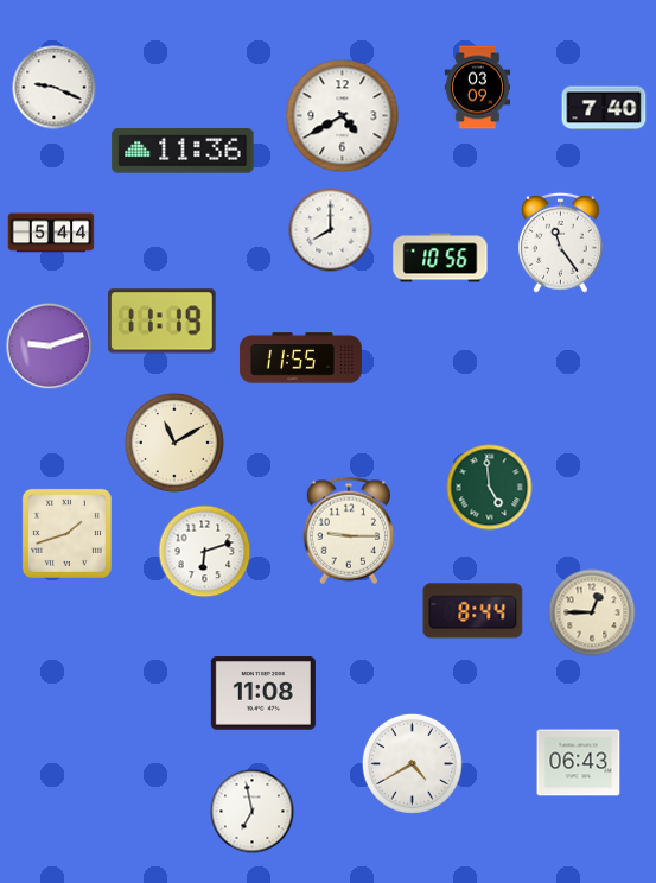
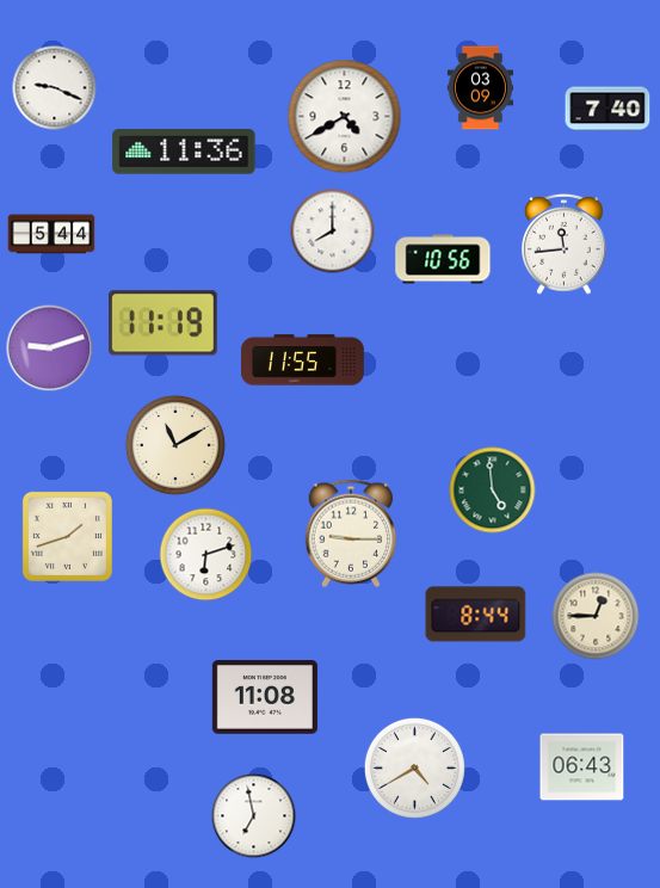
clock at (561, 242): 11:24 -> 11:44
